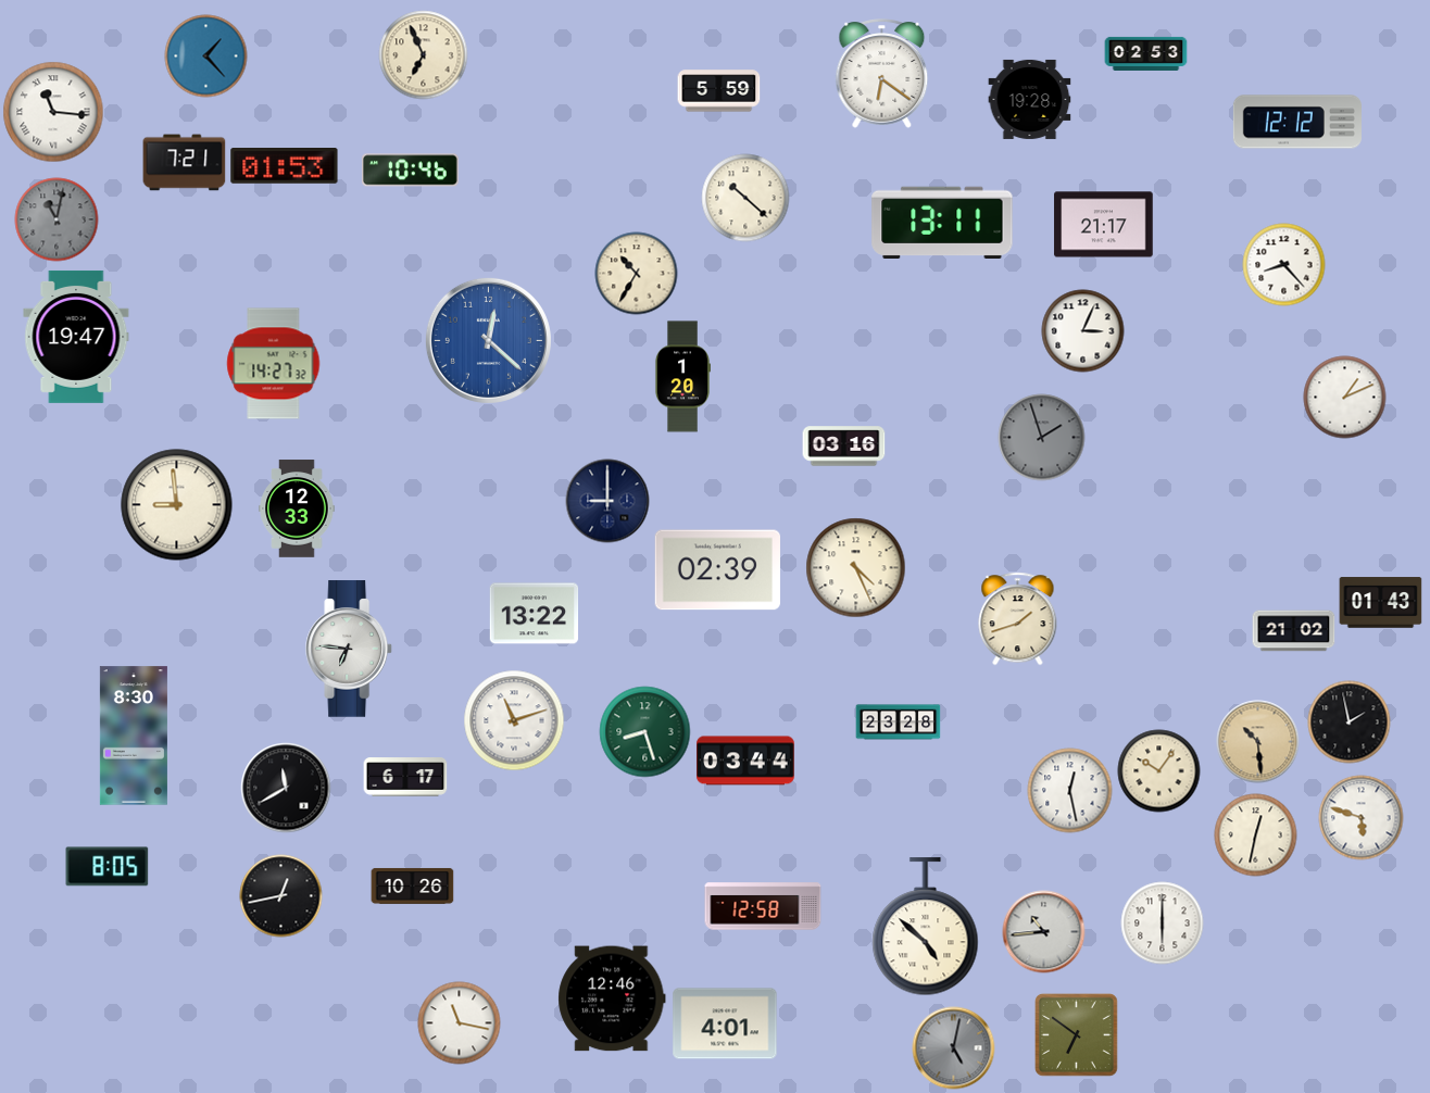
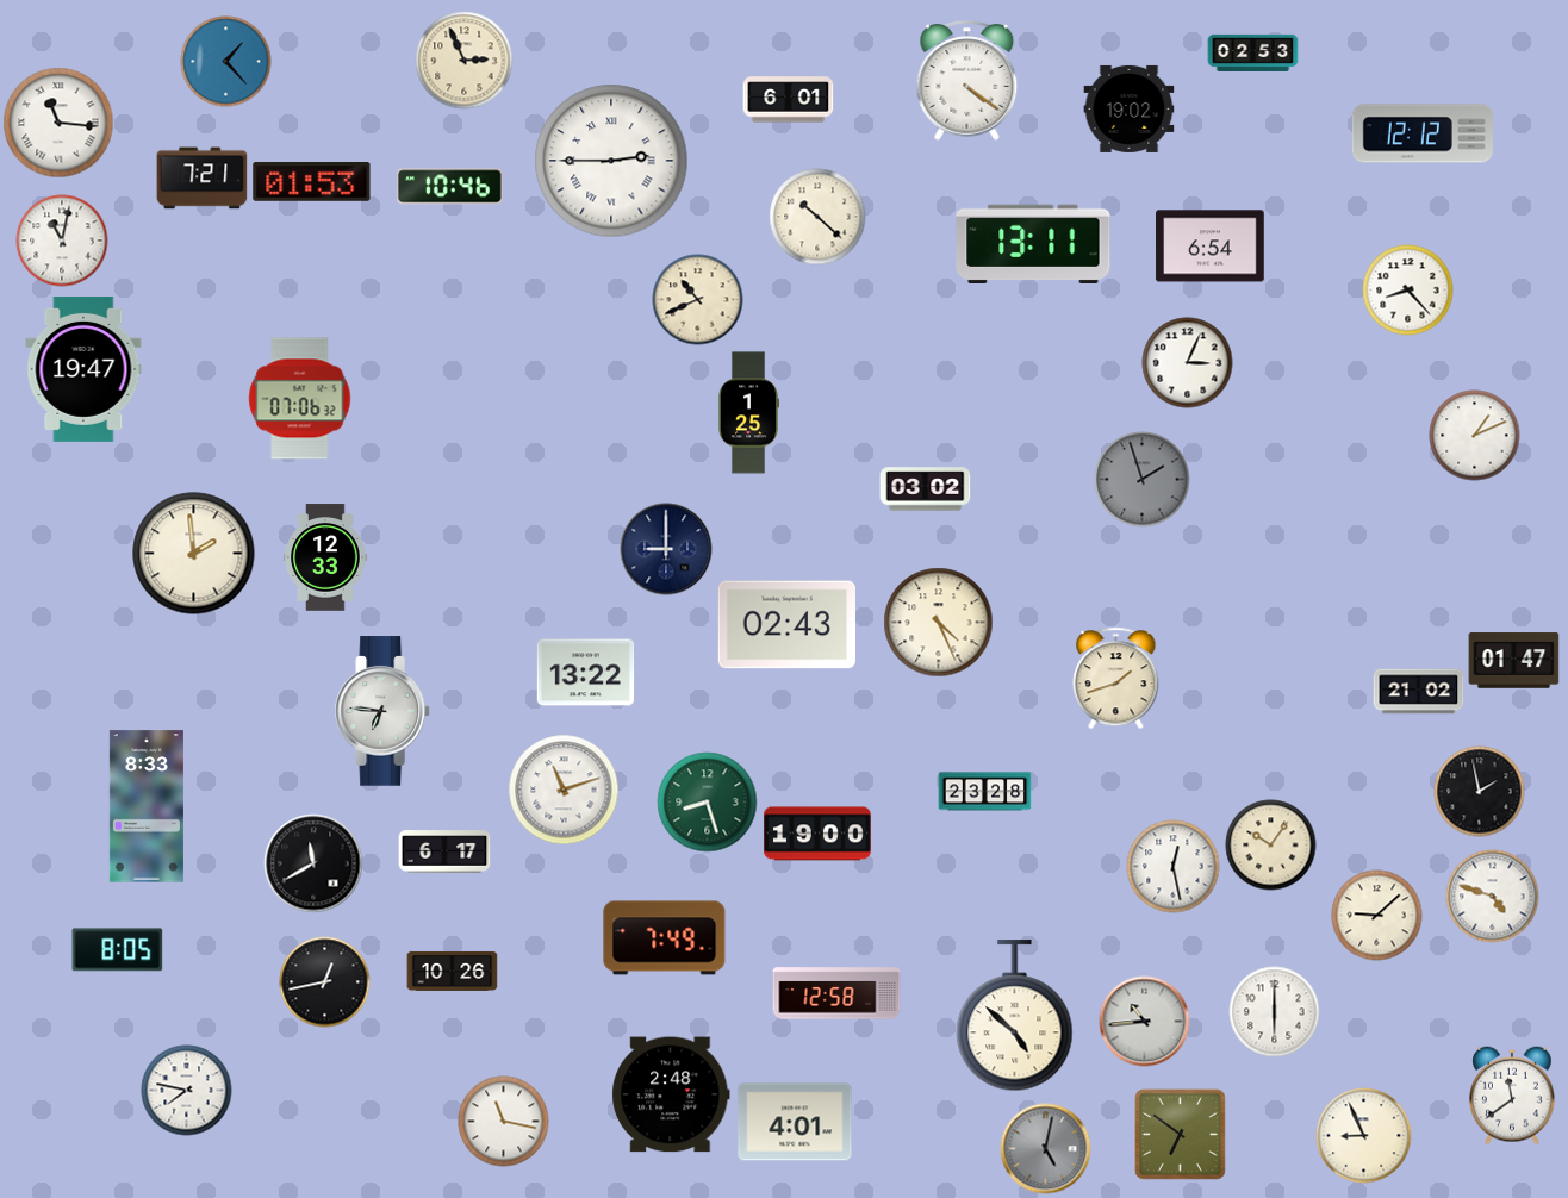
clock at (1146, 53) position: (1146, 53) -> (1253, 52)
clock at (424, 55): 6:56 -> 2:56
clock at (882, 74): 6:21 -> 4:21
clock at (719, 91): 5:59 -> 6:01
clock at (1030, 99): 19:28 -> 19:02
clock at (611, 161): none -> 2:45
clock at (57, 219) dial: grey -> white
clock at (1104, 225): 21:17 -> 6:54
clock at (637, 274): 10:35 -> 10:41
clock at (488, 340): 12:22 -> none
clock at (274, 364): 14:27 -> 07:06
clock at (681, 377): 1:20 -> 1:25
clock at (844, 447): 03:16 -> 03:02
clock at (177, 505): 8:59 -> 1:59
clock at (717, 570): 02:39 -> 02:43
clock at (1381, 603): 01:43 -> 01:47
clock at (134, 736): 8:30 -> 8:33
clock at (1258, 742): 10:29 -> none
clock at (745, 761): 03:44 -> 19:00
clock at (1362, 818): 5:48 -> 4:48
clock at (1256, 836): 12:32 -> 9:08
clock at (665, 938): none -> 7:49
clock at (281, 896) position: (281, 896) -> (325, 982)
clock at (187, 1091): none -> 7:47
clock at (612, 998): 12:46 -> 2:48
clock at (1512, 1096): none -> 11:39
clock at (1364, 1136): none -> 8:56
